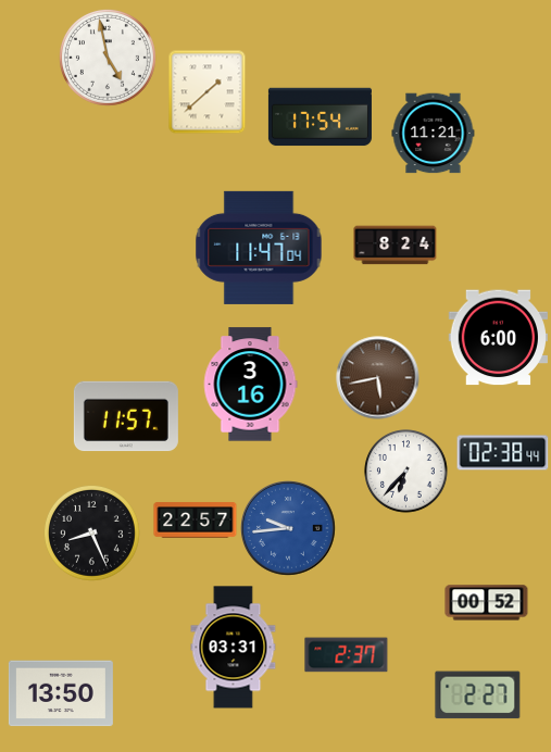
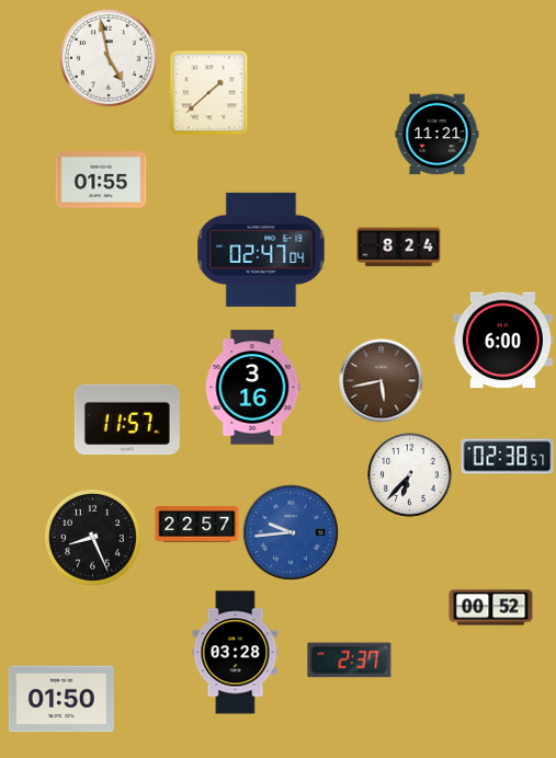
clock at (320, 117): 17:54 -> none
clock at (101, 181): none -> 01:55
clock at (259, 248): 11:47 -> 02:47
clock at (503, 453): 02:38:44 -> 02:38:57
clock at (234, 648): 03:31 -> 03:28
clock at (61, 693): 13:50 -> 01:50
clock at (478, 695): 2:27 -> none
